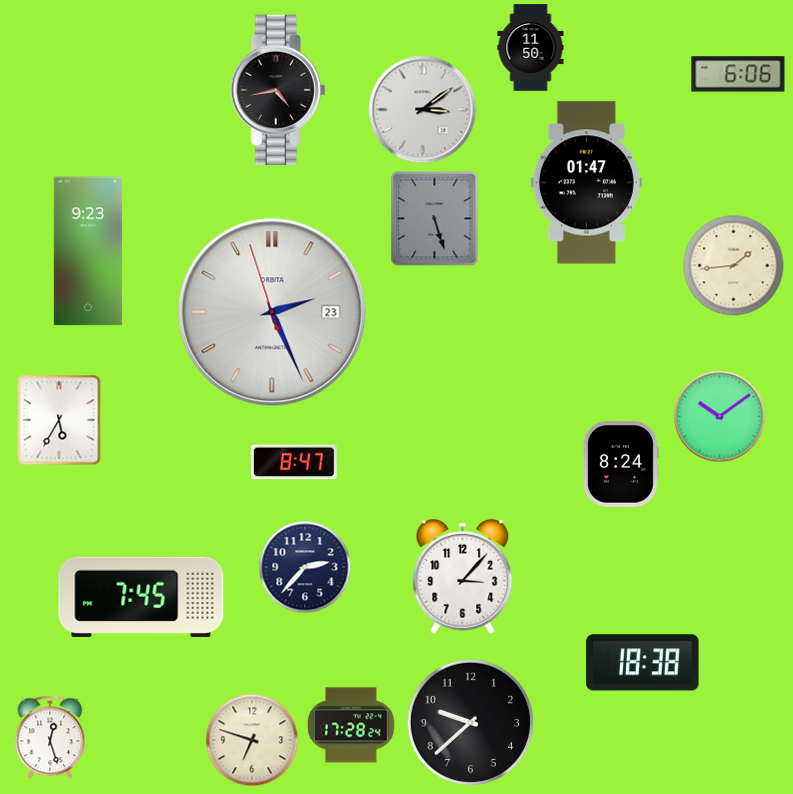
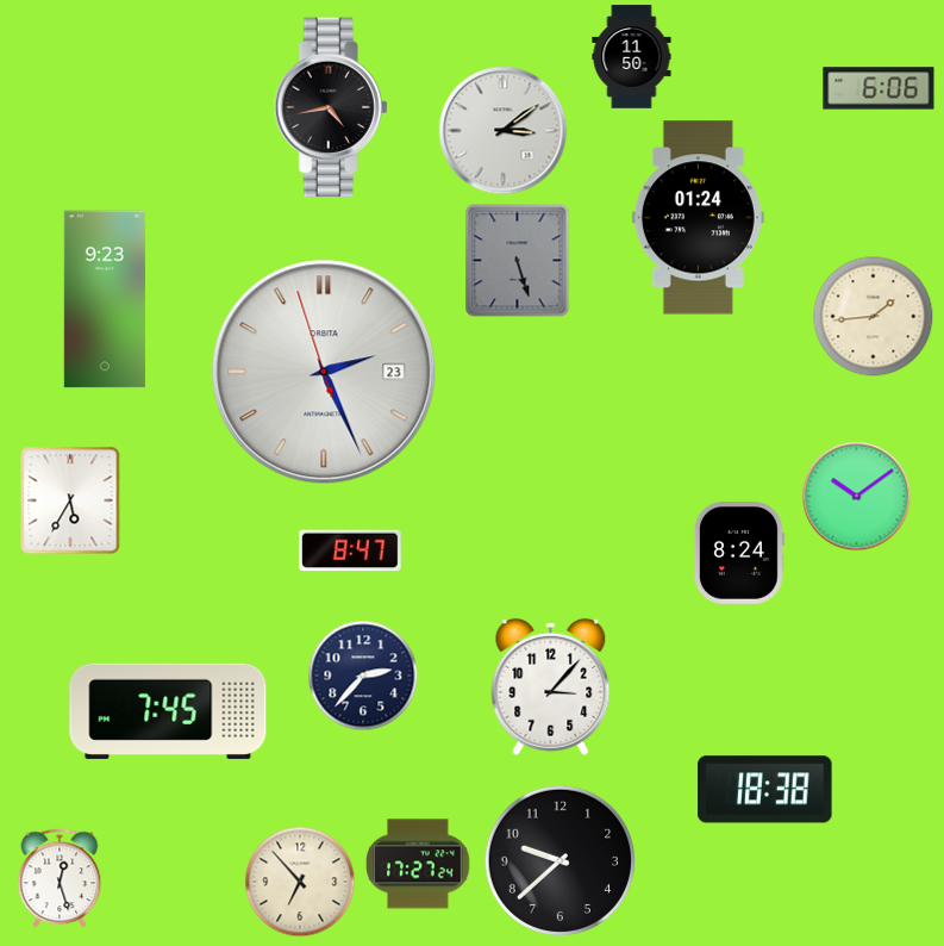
clock at (586, 183): 01:47 -> 01:24
clock at (351, 725): 17:28 -> 17:27
clock at (252, 740): 6:48 -> 6:53
